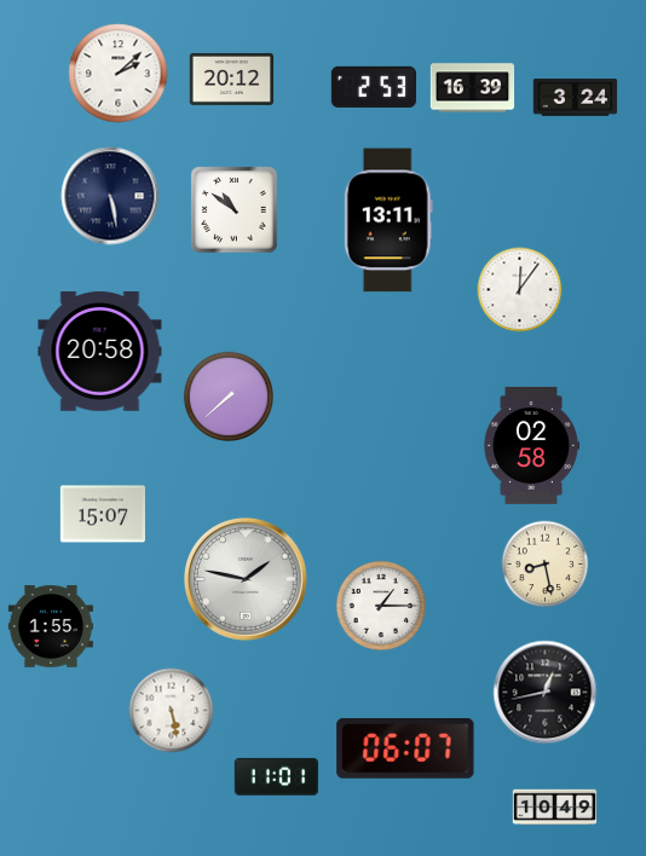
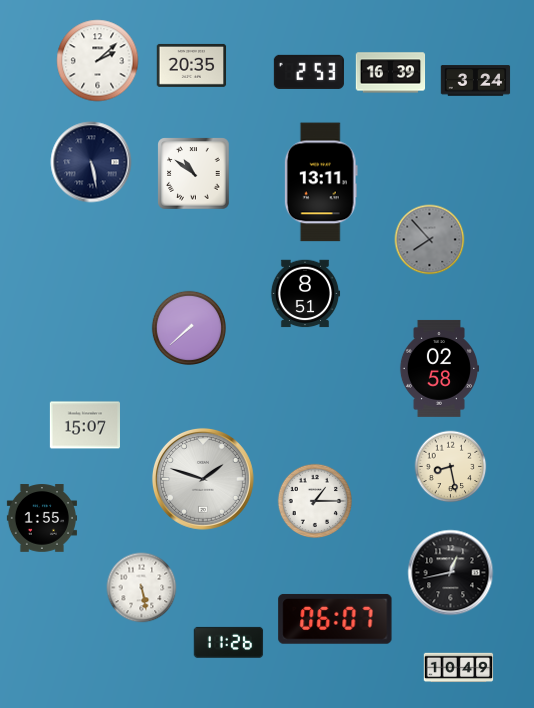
clock at (232, 79): 20:12 -> 20:35
clock at (520, 290): 12:06 -> 7:53
clock at (520, 290) dial: white -> grey
clock at (100, 352): 20:58 -> none
clock at (305, 294): none -> 8:51
clock at (246, 579): 1:47 -> 1:48
clock at (277, 776): 11:01 -> 11:26
